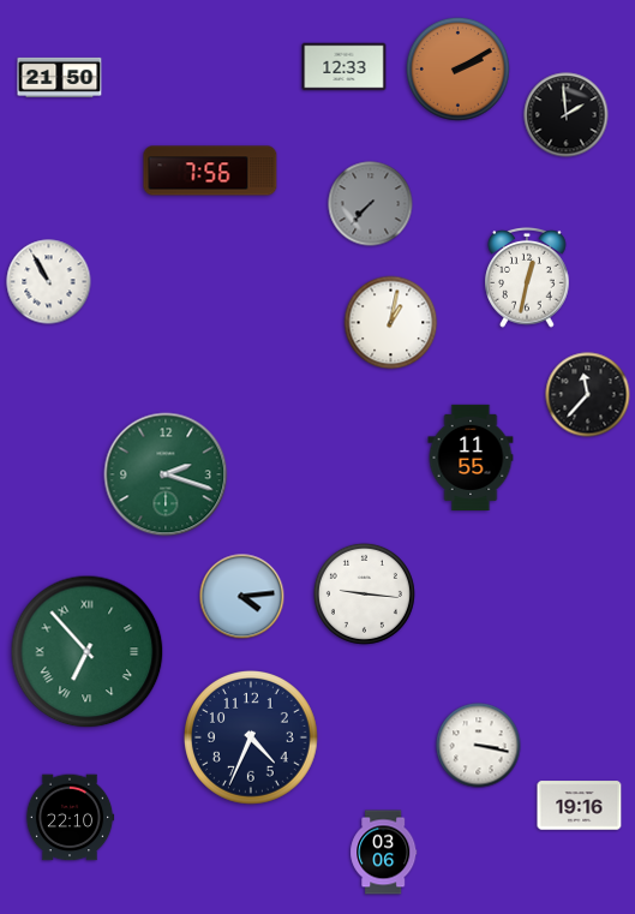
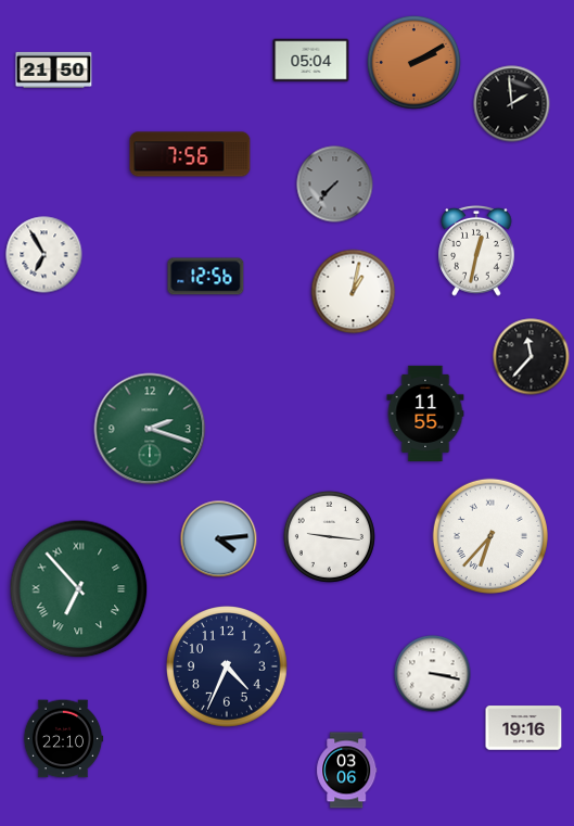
clock at (345, 67): 12:33 -> 05:04
clock at (49, 282): 10:55 -> 6:55
clock at (206, 277): none -> 12:56
clock at (489, 535): none -> 6:37
